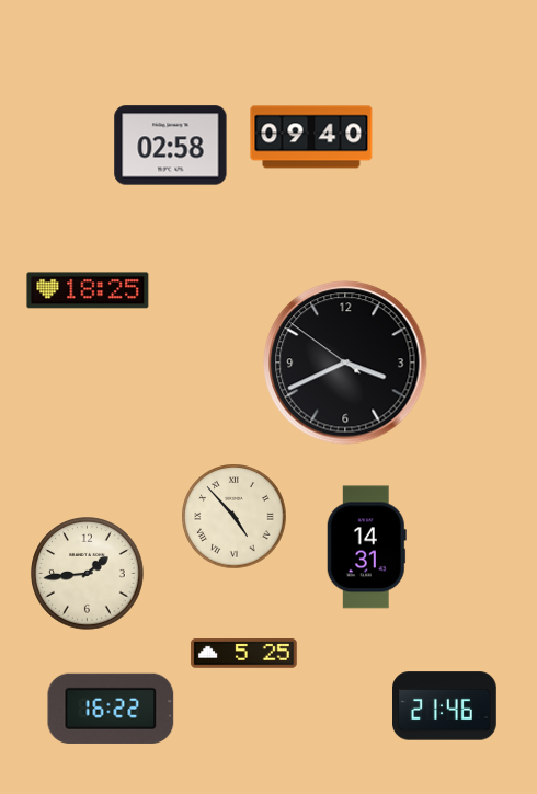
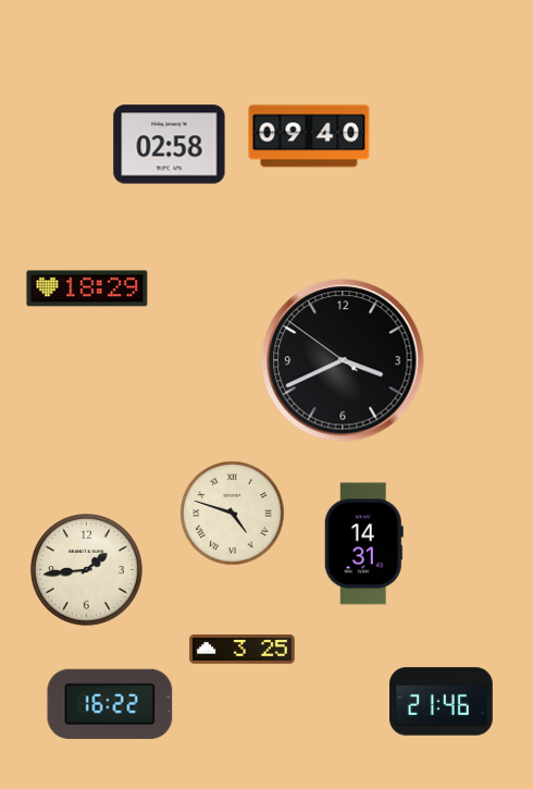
clock at (88, 290): 18:25 -> 18:29
clock at (235, 517): 4:53 -> 4:48
clock at (244, 654): 5:25 -> 3:25
